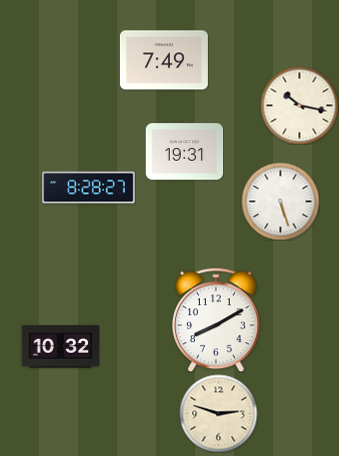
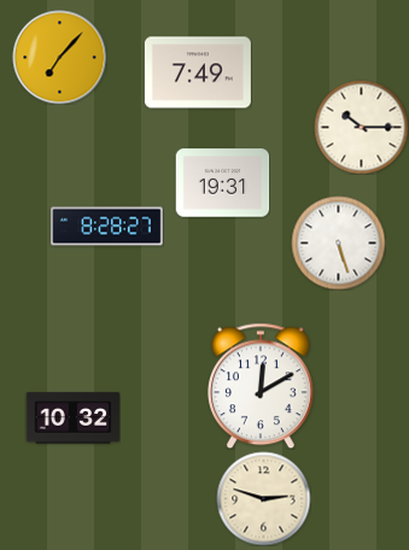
clock at (59, 57): none -> 7:07
clock at (299, 105): 10:17 -> 10:15
clock at (216, 320): 8:10 -> 12:10
